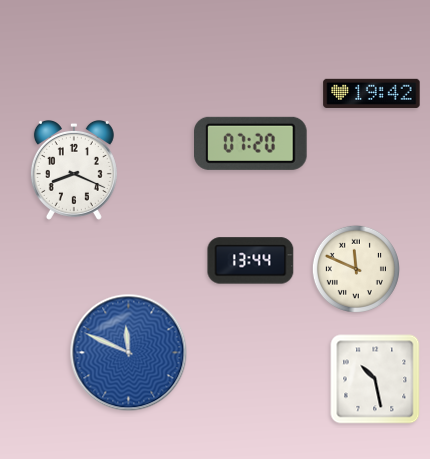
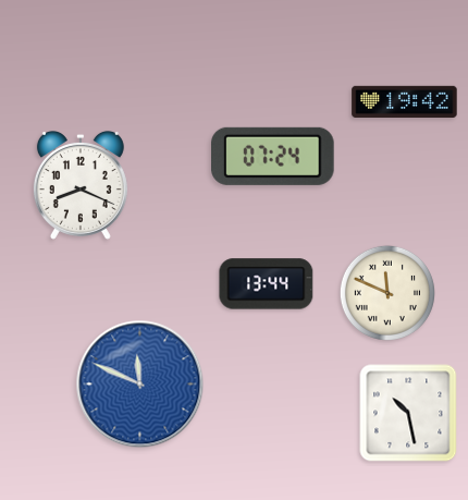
clock at (251, 143): 07:20 -> 07:24
clock at (251, 261) position: (251, 261) -> (267, 284)
